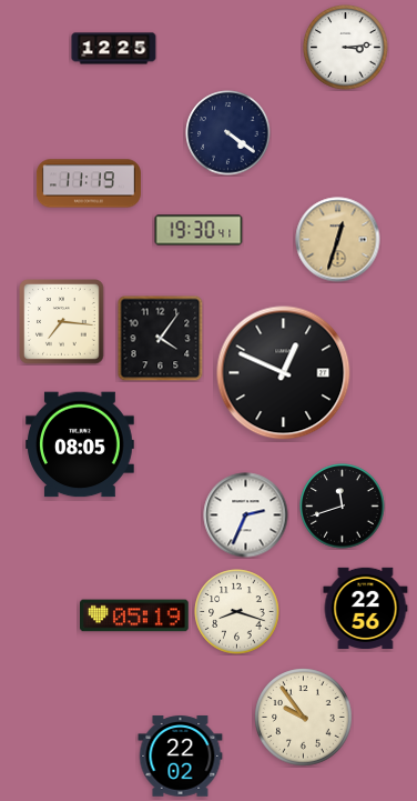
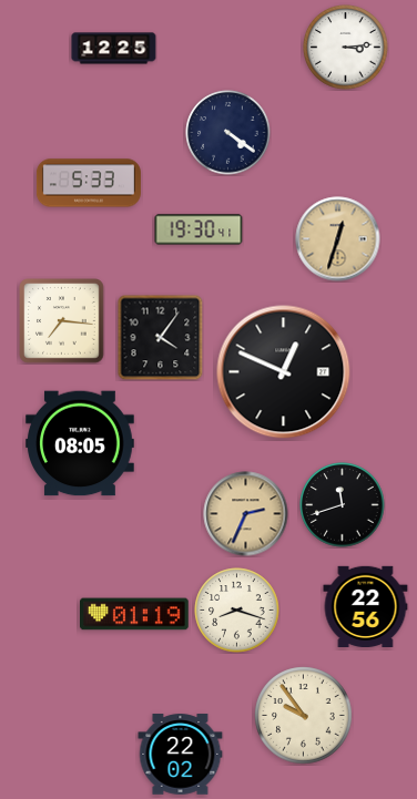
clock at (89, 183): 11:19 -> 5:33
clock at (246, 515) dial: white -> champagne
clock at (135, 615): 05:19 -> 01:19
